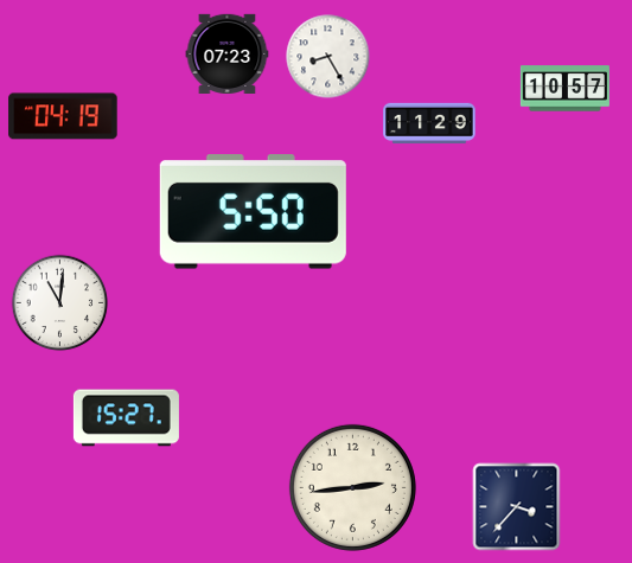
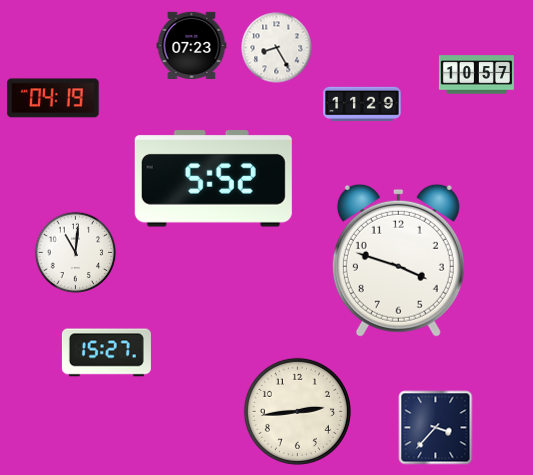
clock at (253, 212): 5:50 -> 5:52
clock at (60, 303) position: (60, 303) -> (76, 253)
clock at (398, 260): none -> 3:48
